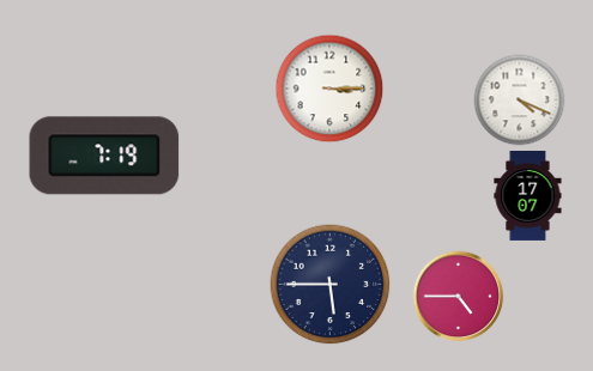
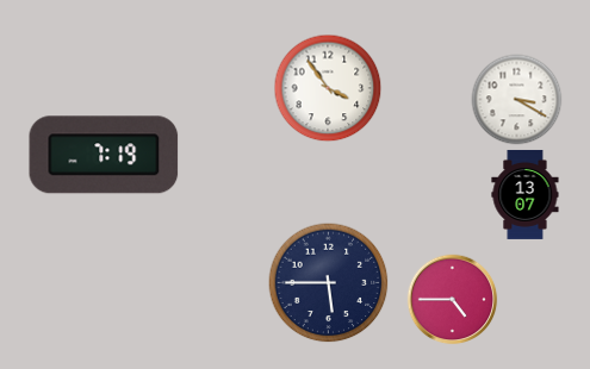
clock at (329, 89): 3:15 -> 3:54
clock at (520, 101): 4:19 -> 3:20
clock at (528, 195): 17:07 -> 13:07
clock at (459, 297) position: (459, 297) -> (453, 300)
